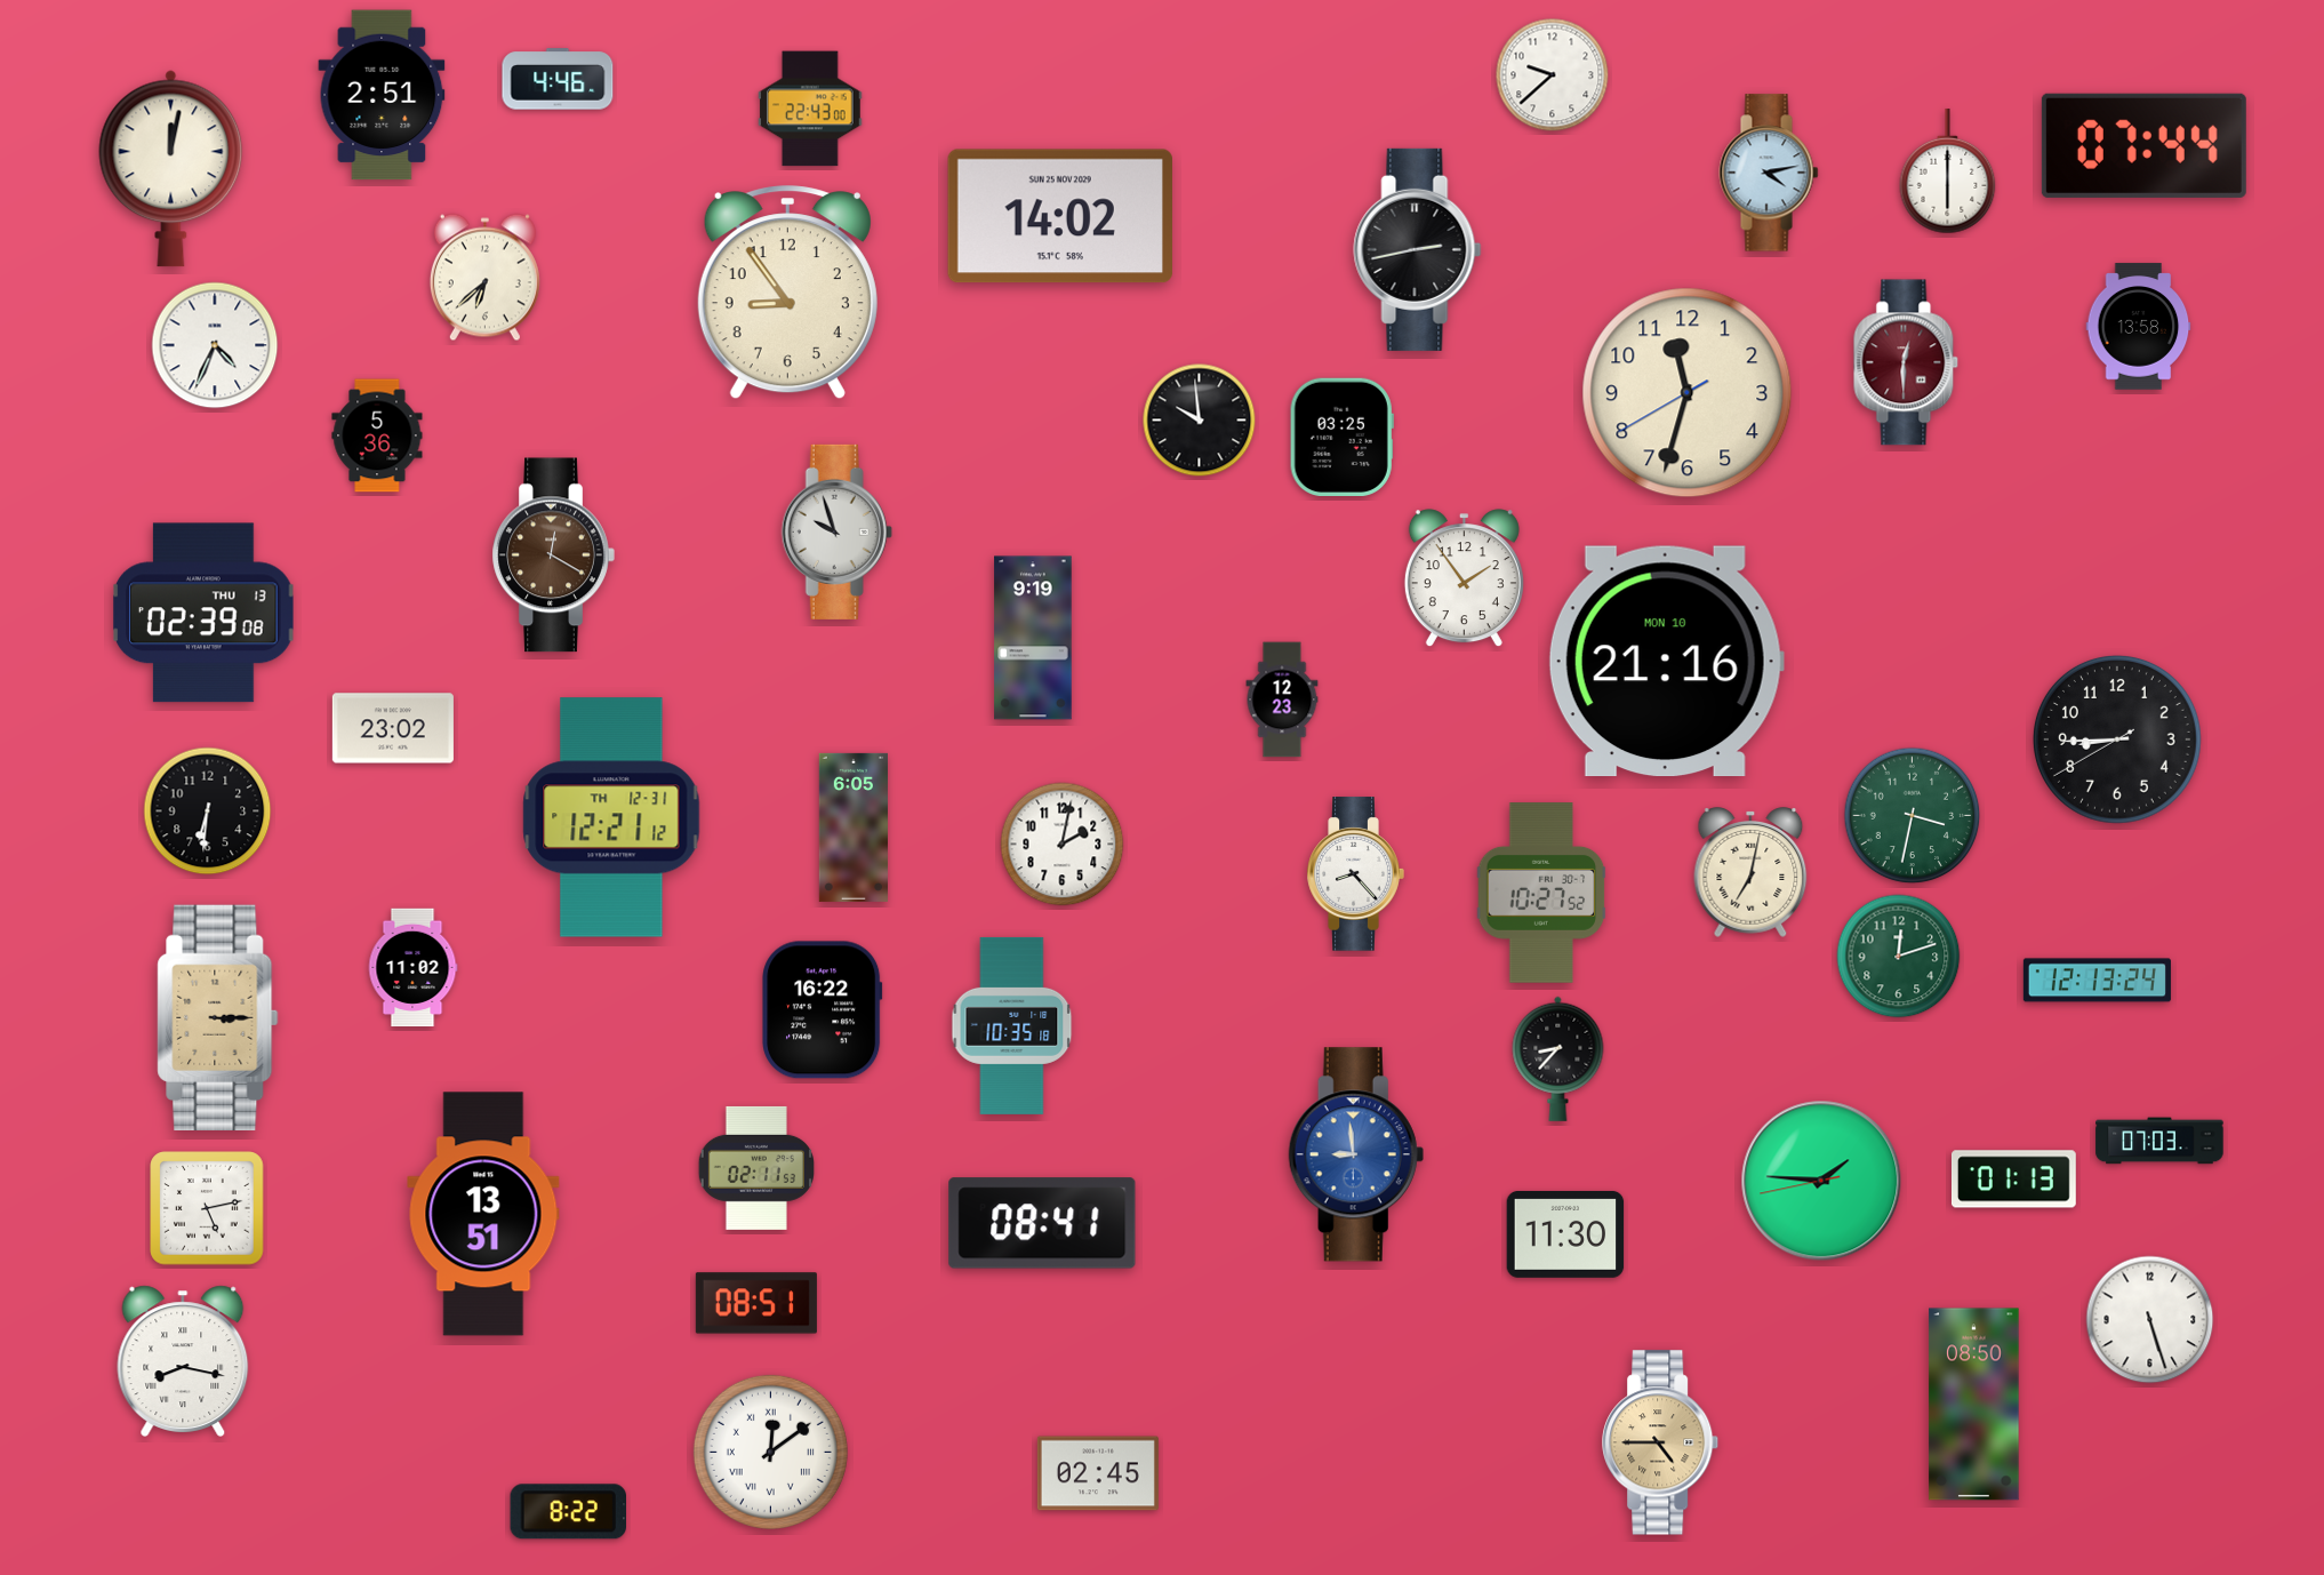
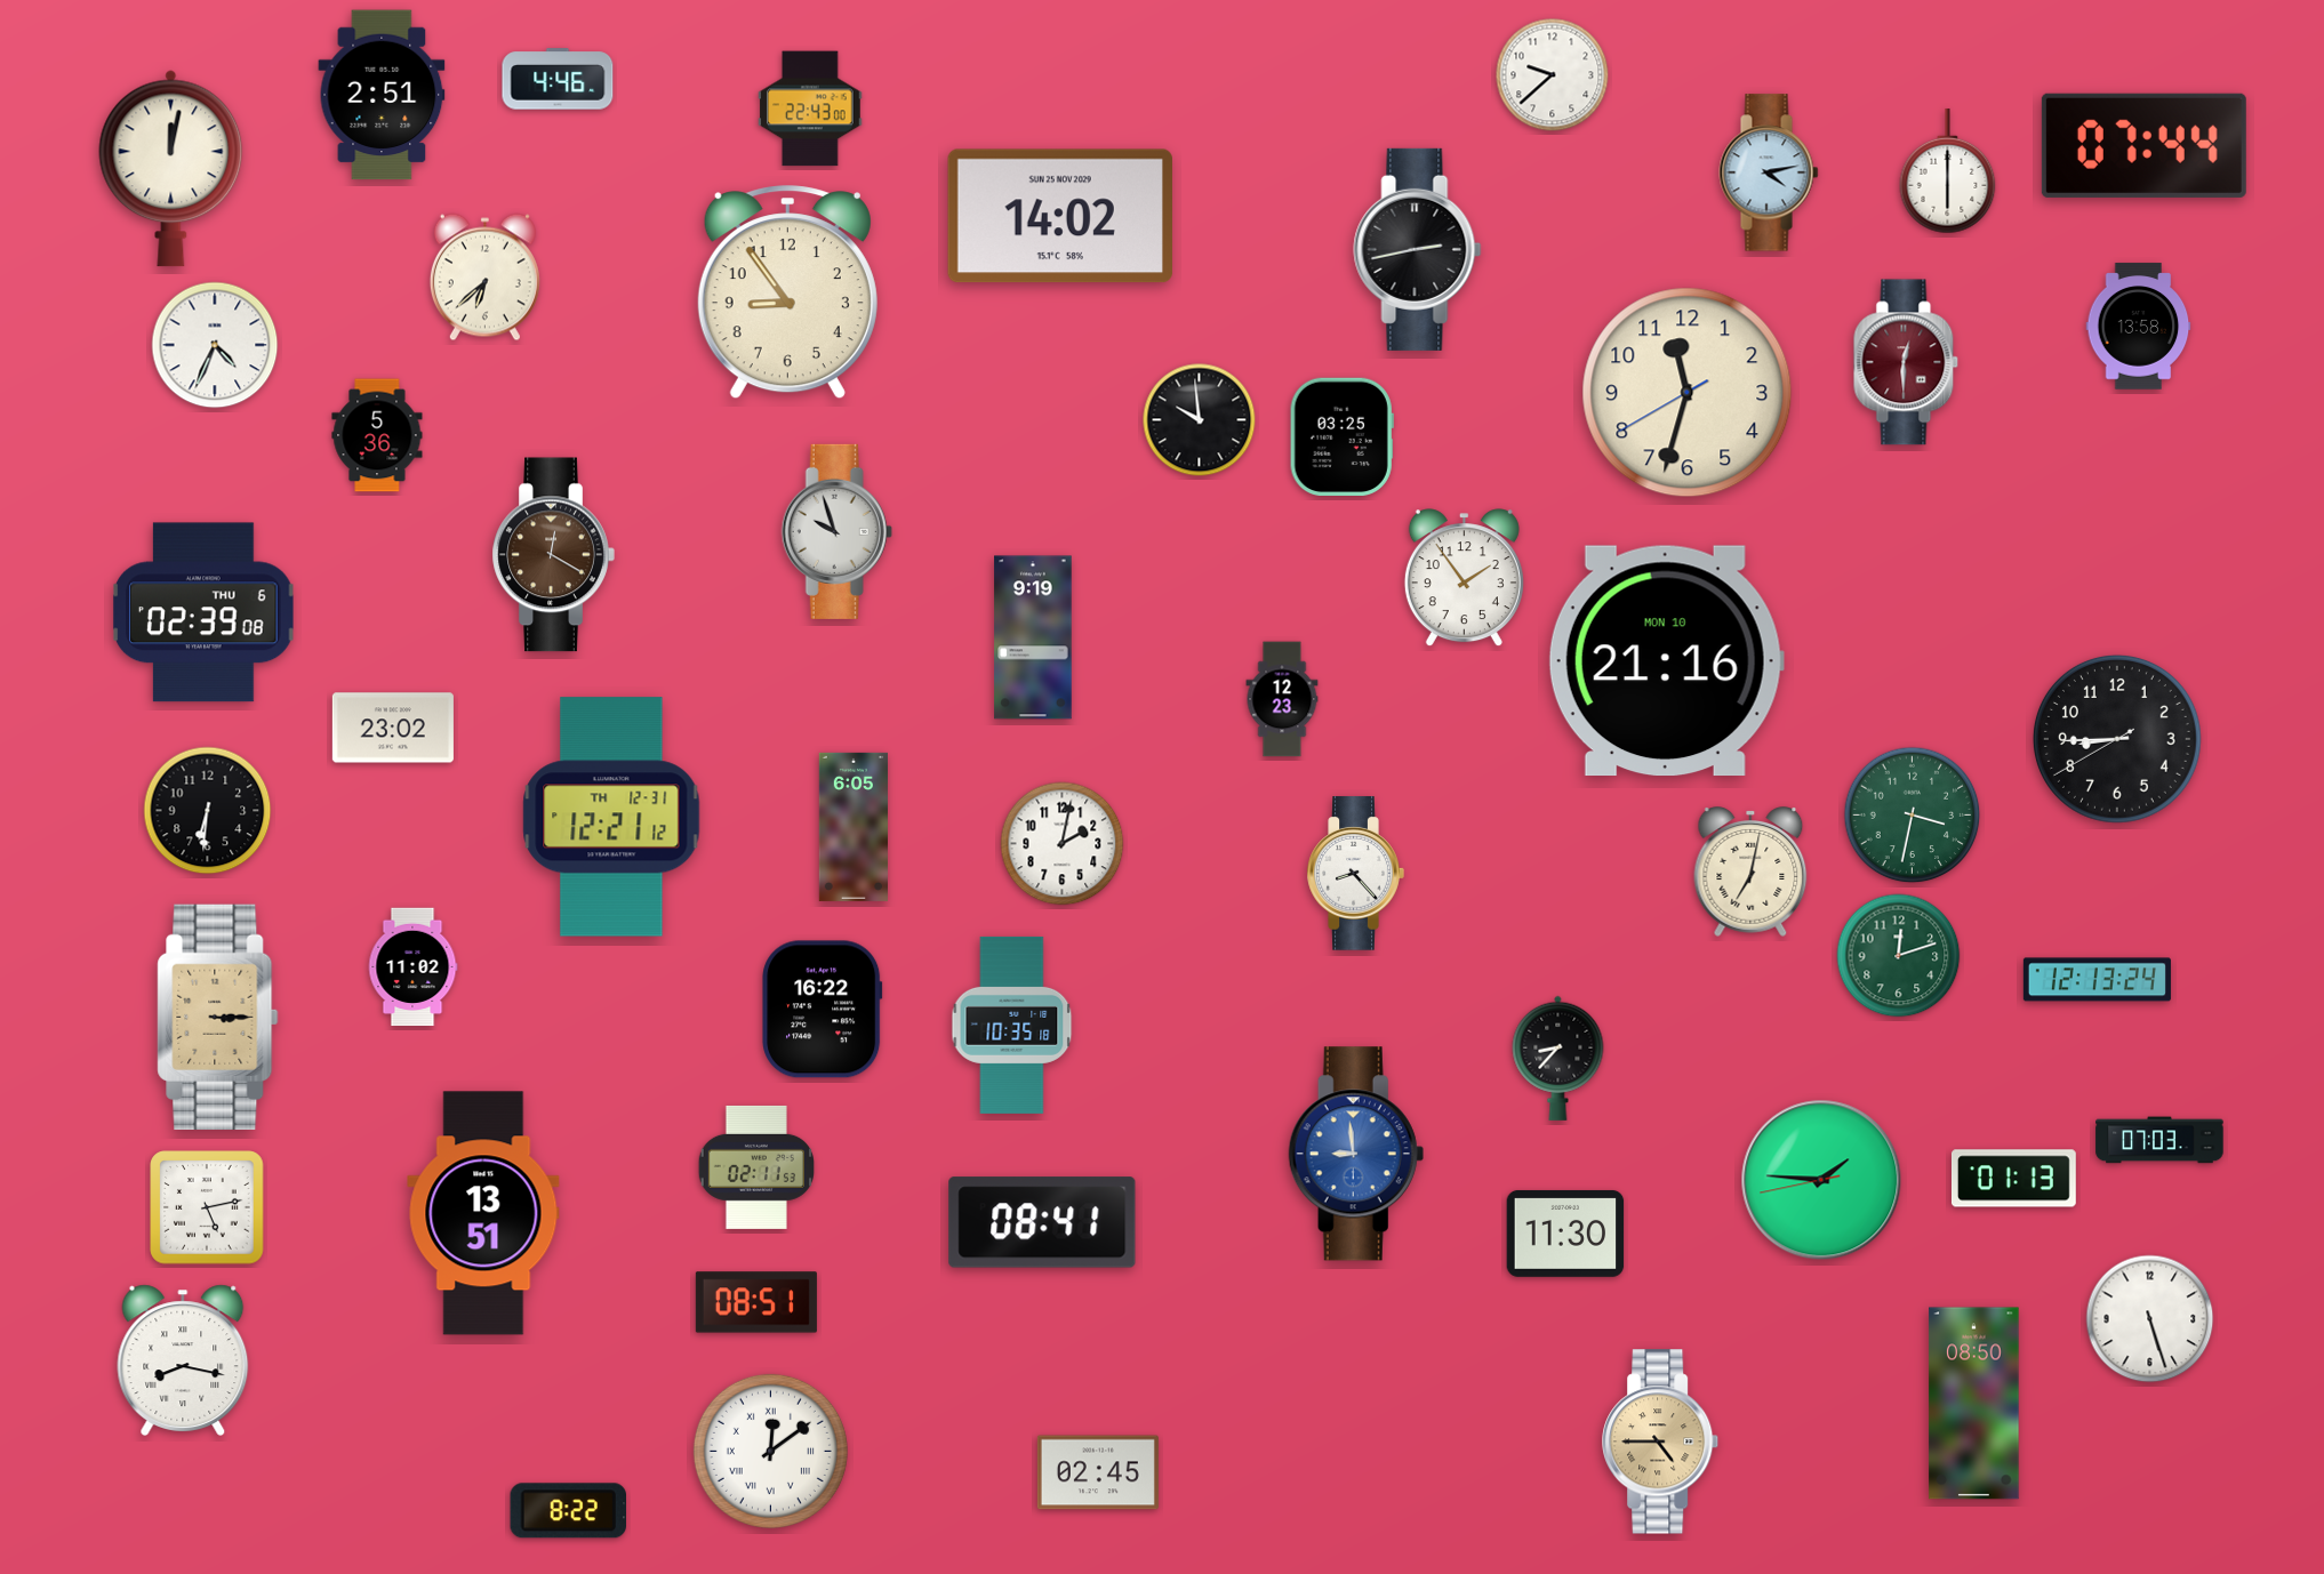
clock at (203, 613) date: THU 13 -> THU 6
clock at (1541, 893): 10:27 -> none
